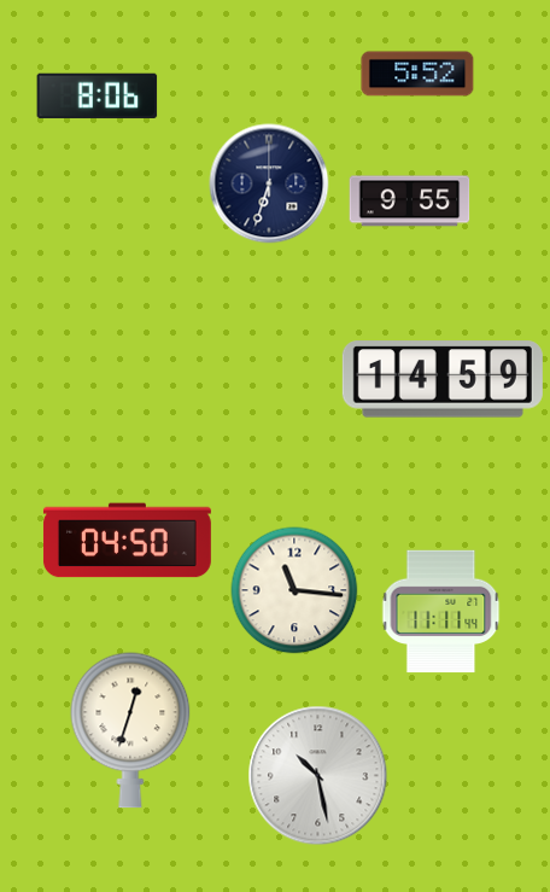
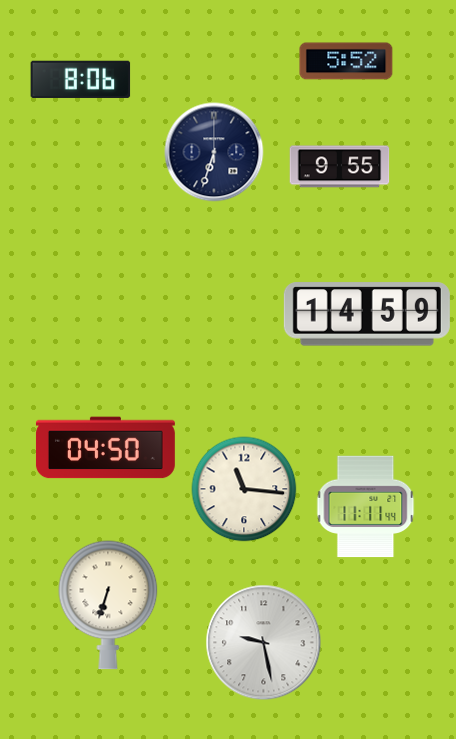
clock at (269, 183) position: (269, 183) -> (214, 152)
clock at (130, 730): 12:33 -> 6:33
clock at (318, 776): 10:28 -> 9:28
